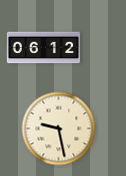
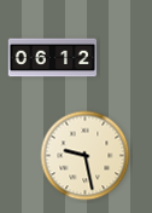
clock at (59, 129) position: (59, 129) -> (86, 156)
